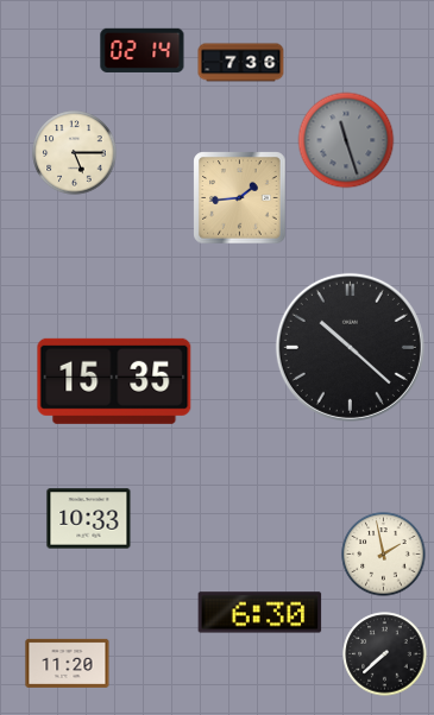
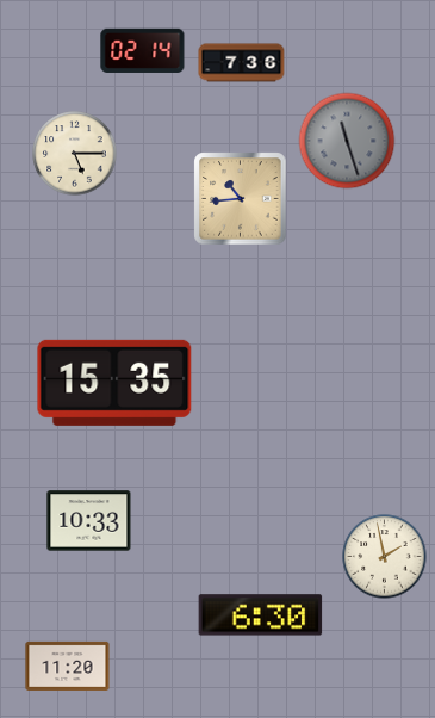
clock at (240, 198): 1:44 -> 10:44
clock at (350, 347): 10:22 -> none
clock at (385, 654): 7:38 -> none
